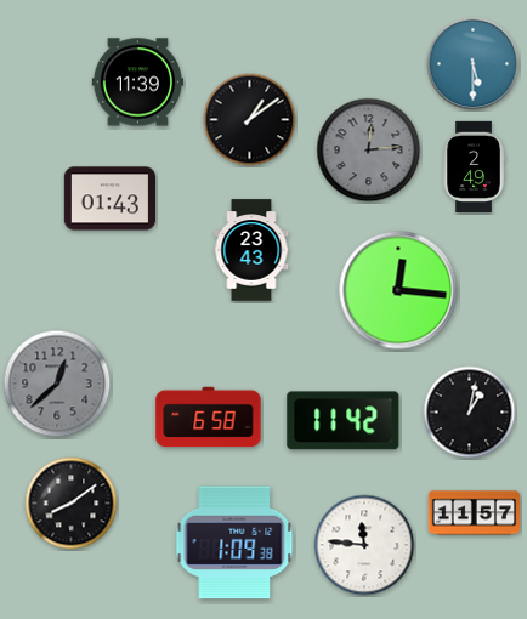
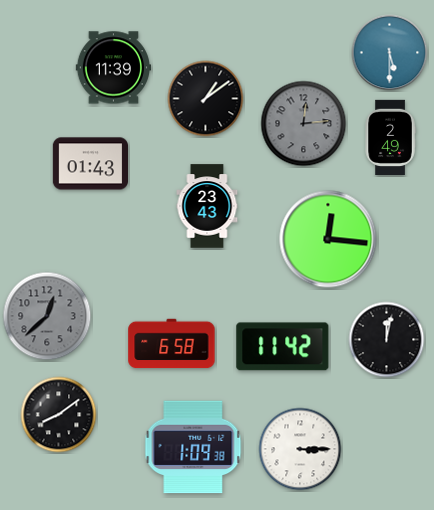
clock at (470, 413): 1:02 -> 12:02
clock at (475, 513): 11:57 -> none
clock at (364, 545): 11:46 -> 3:15
